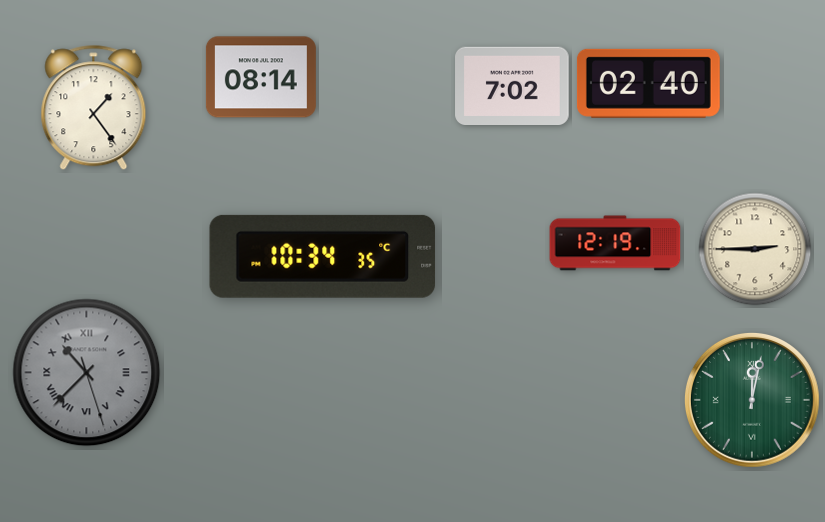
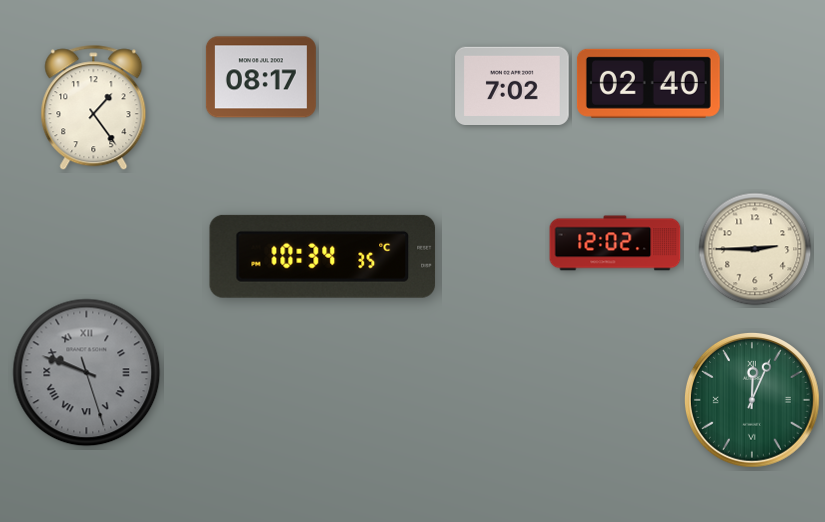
clock at (261, 77): 08:14 -> 08:17
clock at (615, 243): 12:19 -> 12:02
clock at (87, 373): 10:37 -> 9:48
clock at (752, 400): 12:02 -> 12:04
